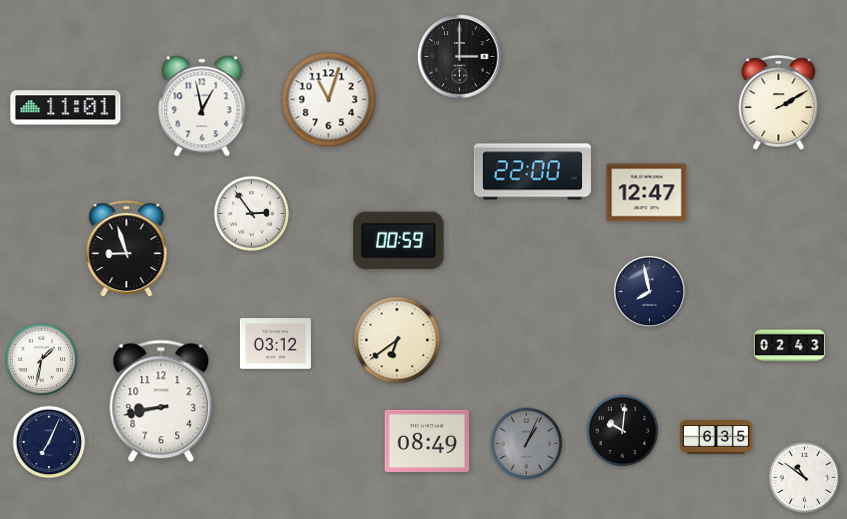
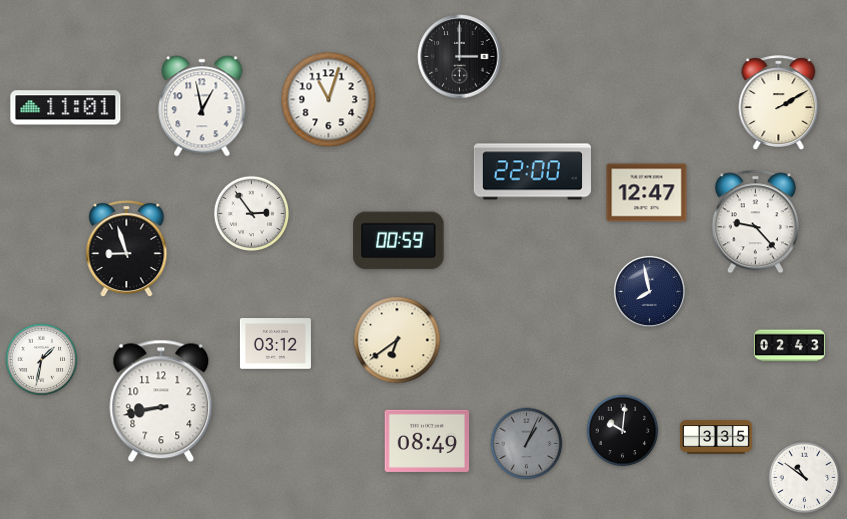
clock at (755, 222): none -> 9:23
clock at (717, 437): 6:35 -> 3:35
clock at (49, 442): 7:04 -> none
